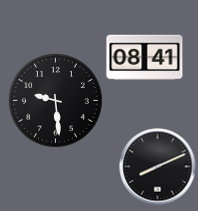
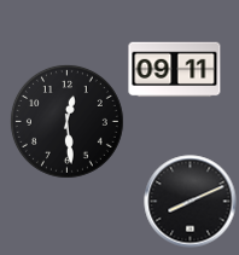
clock at (145, 58): 08:41 -> 09:11
clock at (55, 100): 9:29 -> 12:29
